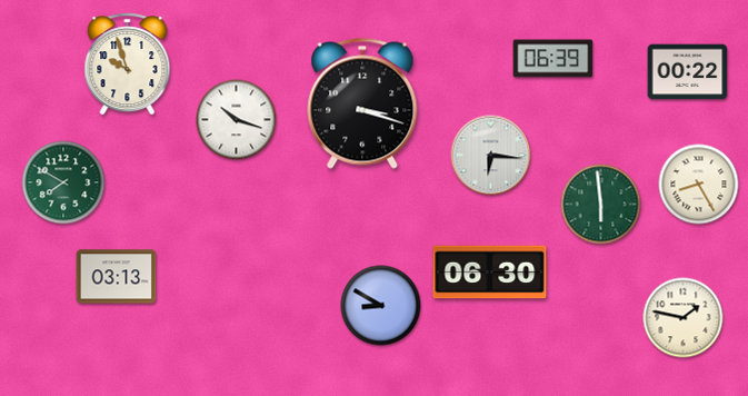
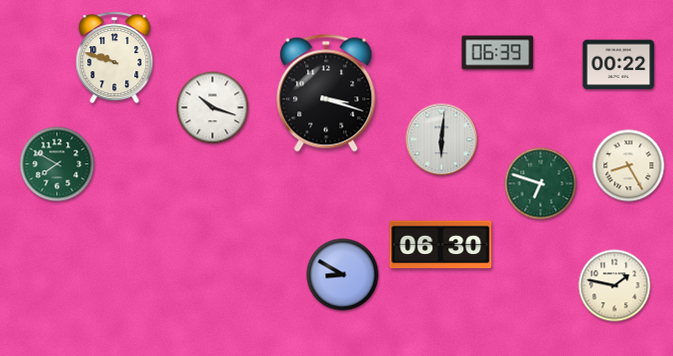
clock at (128, 65): 9:57 -> 9:48
clock at (491, 156): 6:16 -> 6:01
clock at (601, 205): 5:59 -> 6:48
clock at (117, 277): 03:13 -> none
